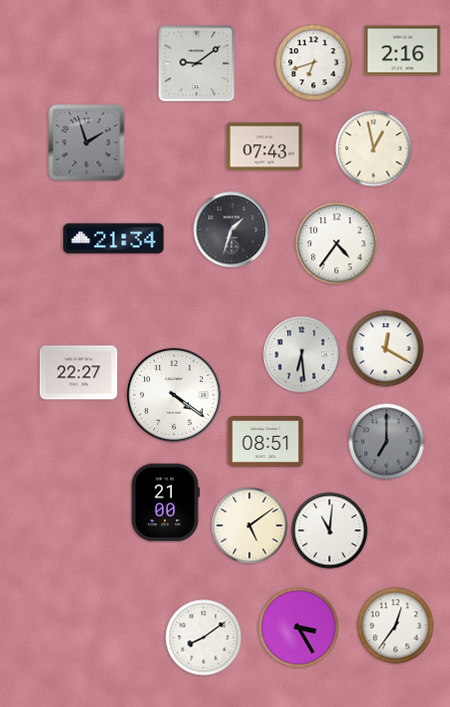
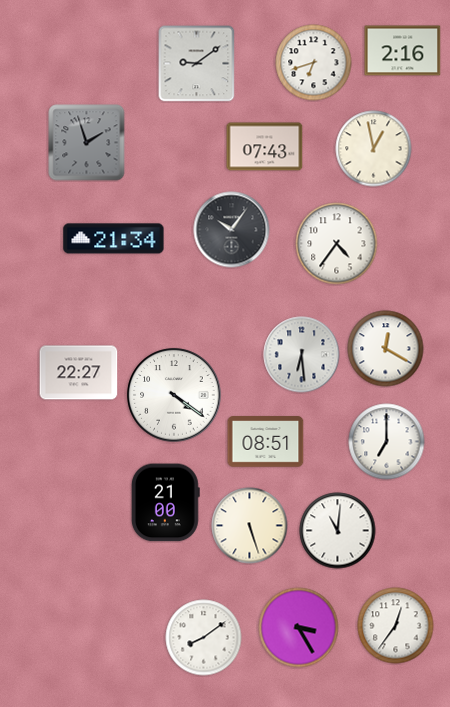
clock at (232, 230): 1:33 -> 10:06
clock at (387, 442) dial: grey -> white
clock at (250, 526): 5:09 -> 5:27
clock at (330, 531) position: (330, 531) -> (338, 531)
